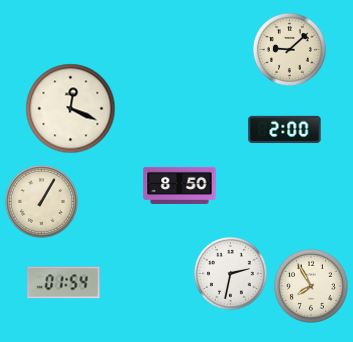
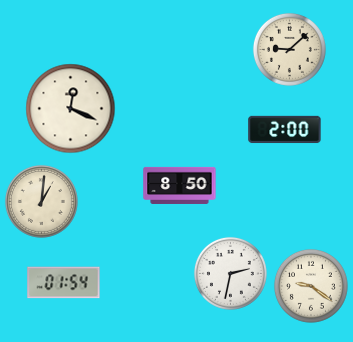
clock at (41, 201): 1:05 -> 1:01
clock at (311, 286): 7:55 -> 9:21
